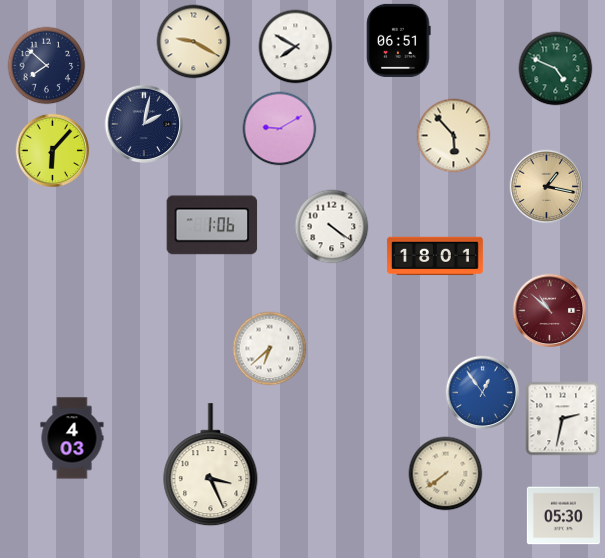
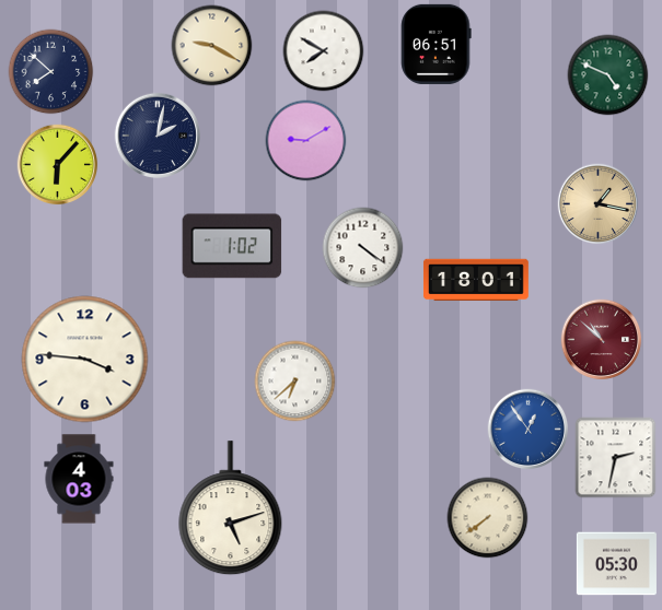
clock at (454, 136): 5:53 -> none
clock at (212, 225): 1:06 -> 1:02
clock at (85, 360): none -> 3:46
clock at (211, 465): 3:26 -> 5:12
